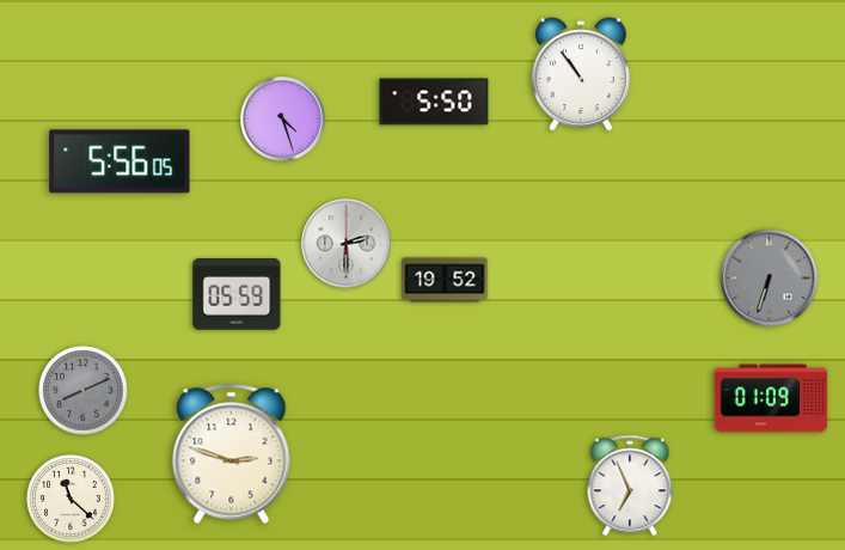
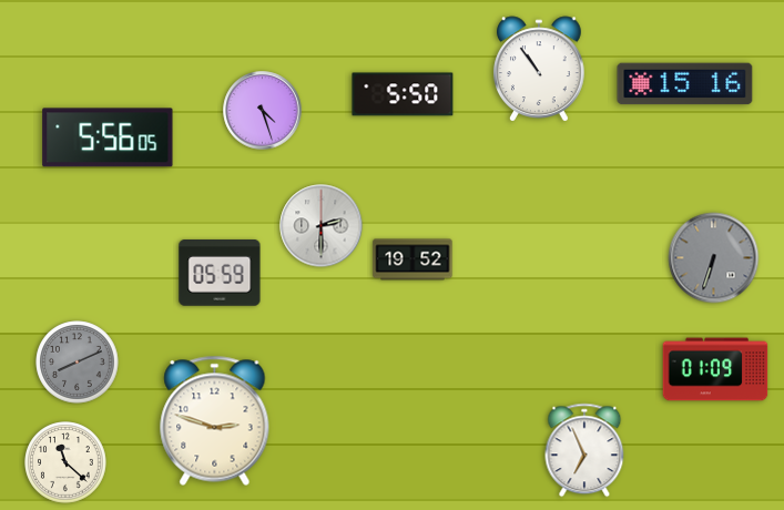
clock at (685, 84): none -> 15:16
clock at (120, 161) position: (120, 161) -> (108, 137)
